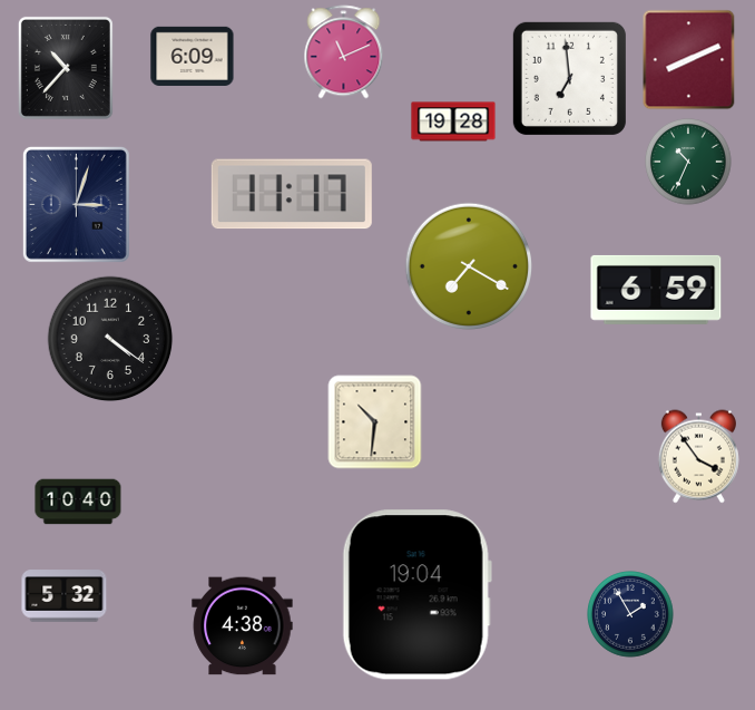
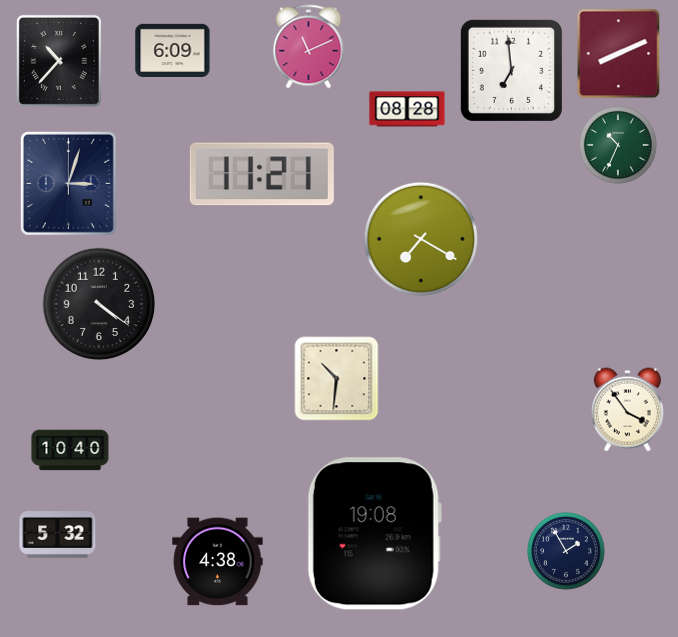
clock at (453, 121): 19:28 -> 08:28
clock at (292, 194): 11:17 -> 11:21
clock at (656, 290): 6:59 -> none
clock at (416, 595): 19:04 -> 19:08
